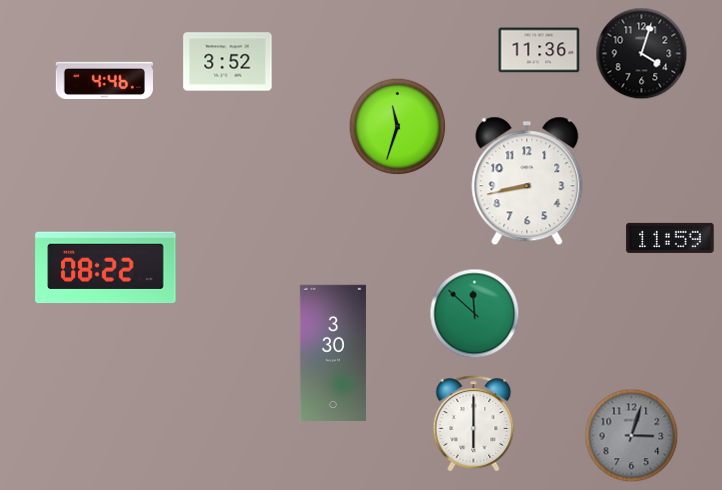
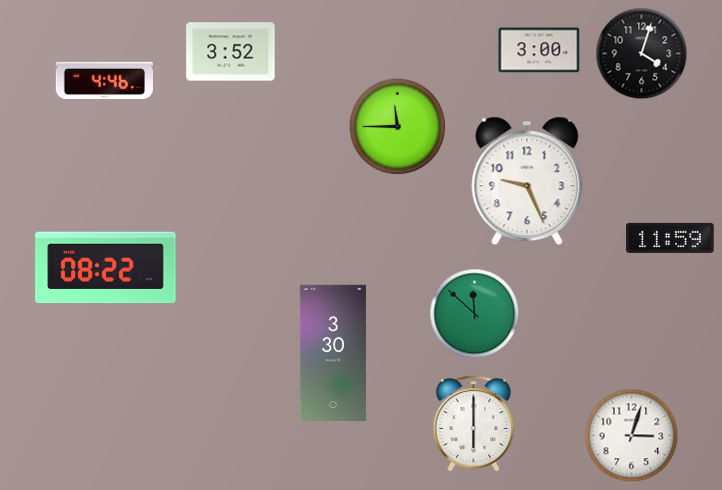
clock at (539, 50): 11:36 -> 3:00
clock at (228, 62) position: (228, 62) -> (231, 52)
clock at (398, 127): 11:33 -> 11:45
clock at (527, 181): 8:43 -> 9:26
clock at (632, 436) dial: grey -> white
